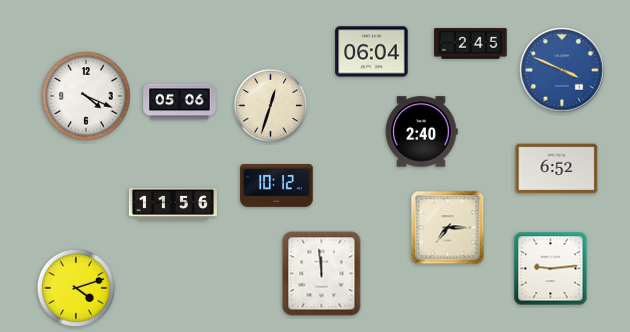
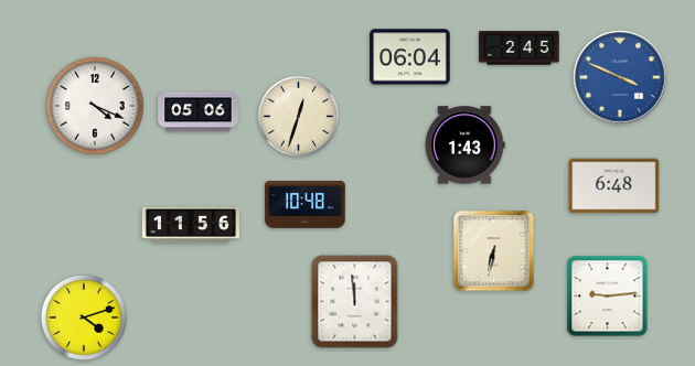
clock at (421, 132): 2:40 -> 1:43
clock at (557, 169): 6:52 -> 6:48
clock at (277, 186): 10:12 -> 10:48
clock at (448, 228): 7:15 -> 6:32
